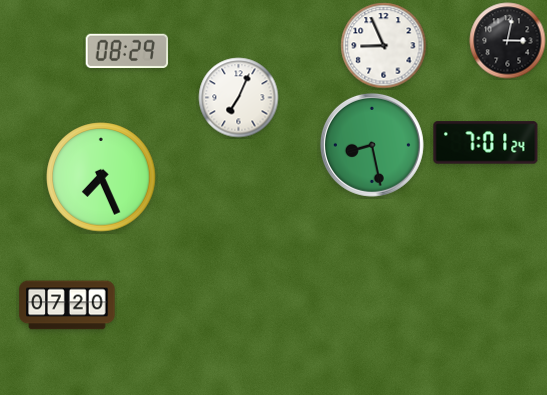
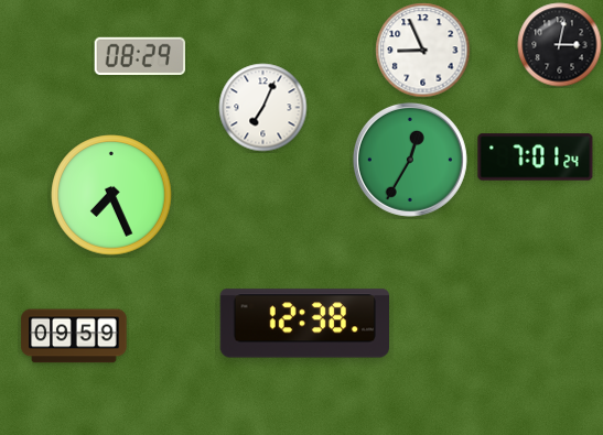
clock at (372, 145): 8:28 -> 12:35
clock at (305, 324): none -> 12:38
clock at (67, 305): 07:20 -> 09:59
